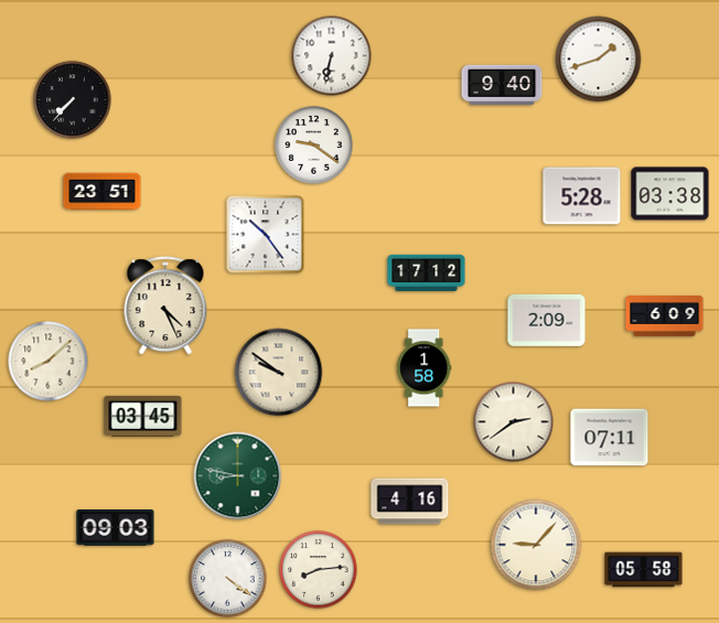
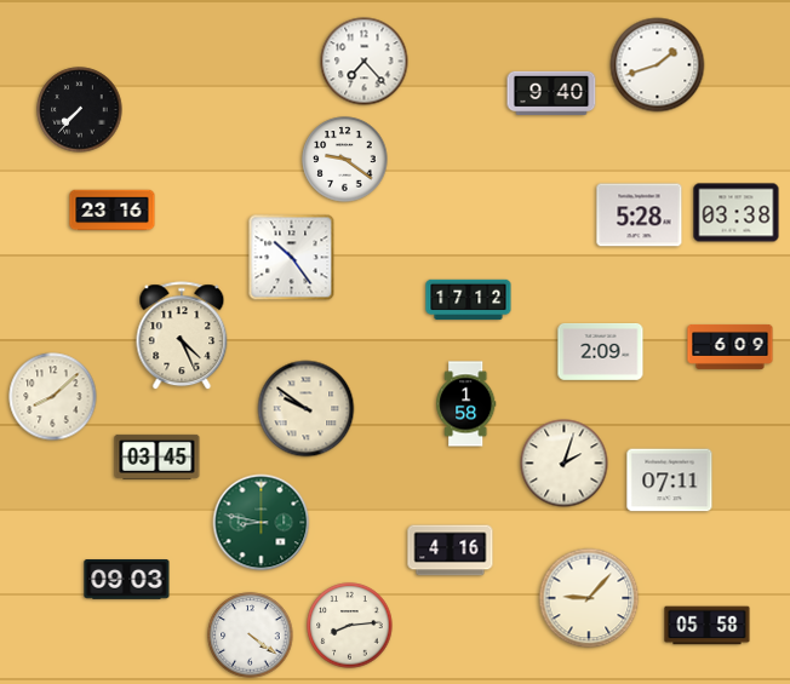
clock at (332, 56): 6:32 -> 7:23
clock at (103, 192): 23:51 -> 23:16
clock at (514, 422): 2:39 -> 2:03
